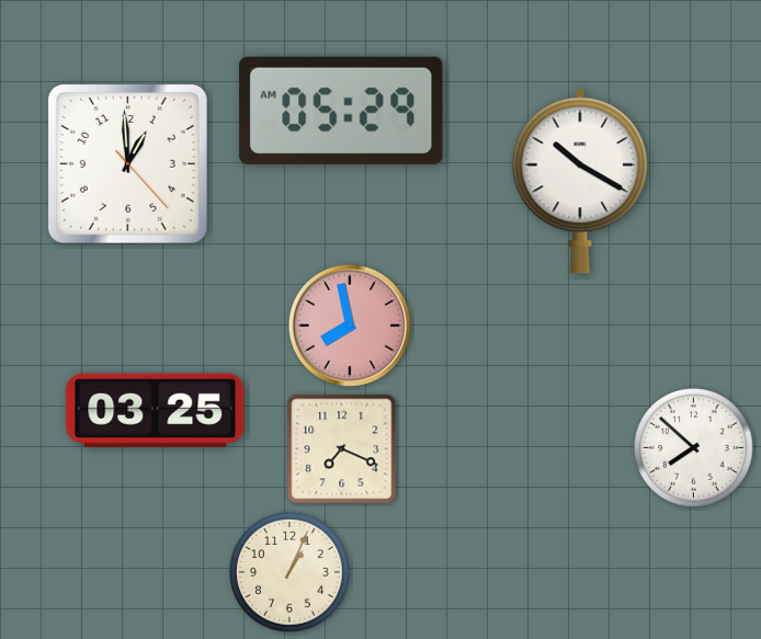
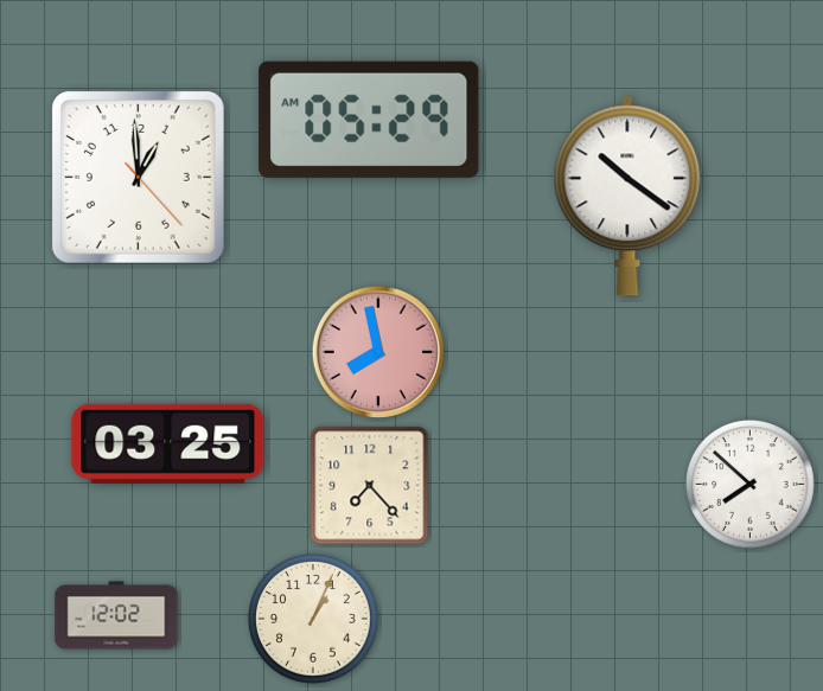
clock at (580, 181): 10:20 -> 10:21
clock at (342, 449): 7:19 -> 7:23
clock at (116, 615): none -> 12:02
